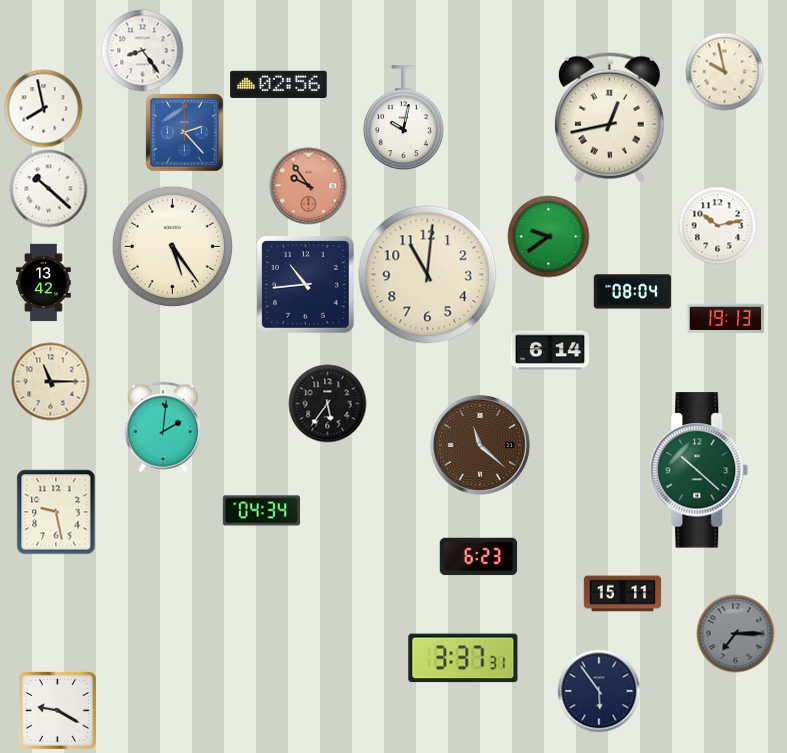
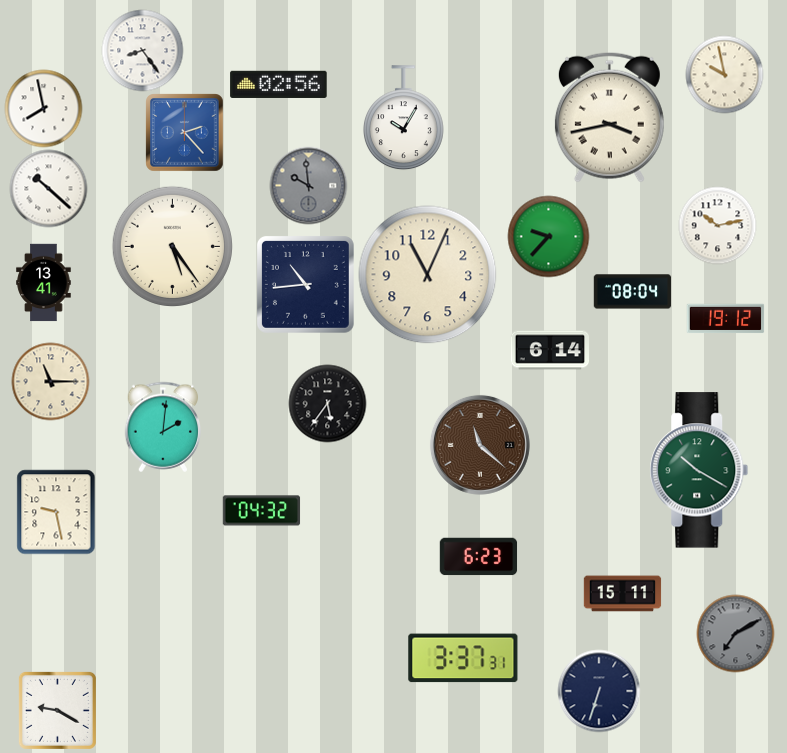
clock at (724, 71) position: (724, 71) -> (724, 74)
clock at (609, 117): 12:43 -> 3:43
clock at (403, 118): 10:02 -> 10:05
clock at (308, 185): 9:54 -> 9:59
clock at (308, 185) dial: salmon -> grey
clock at (548, 236): 9:39 -> 9:37
clock at (428, 275): 11:01 -> 11:04
clock at (44, 282): 13:42 -> 13:41
clock at (725, 319): 19:13 -> 19:12
clock at (699, 470): 10:22 -> 10:20
clock at (261, 511): 04:34 -> 04:32
clock at (735, 633): 7:15 -> 7:10
clock at (599, 691): 5:54 -> 6:33
